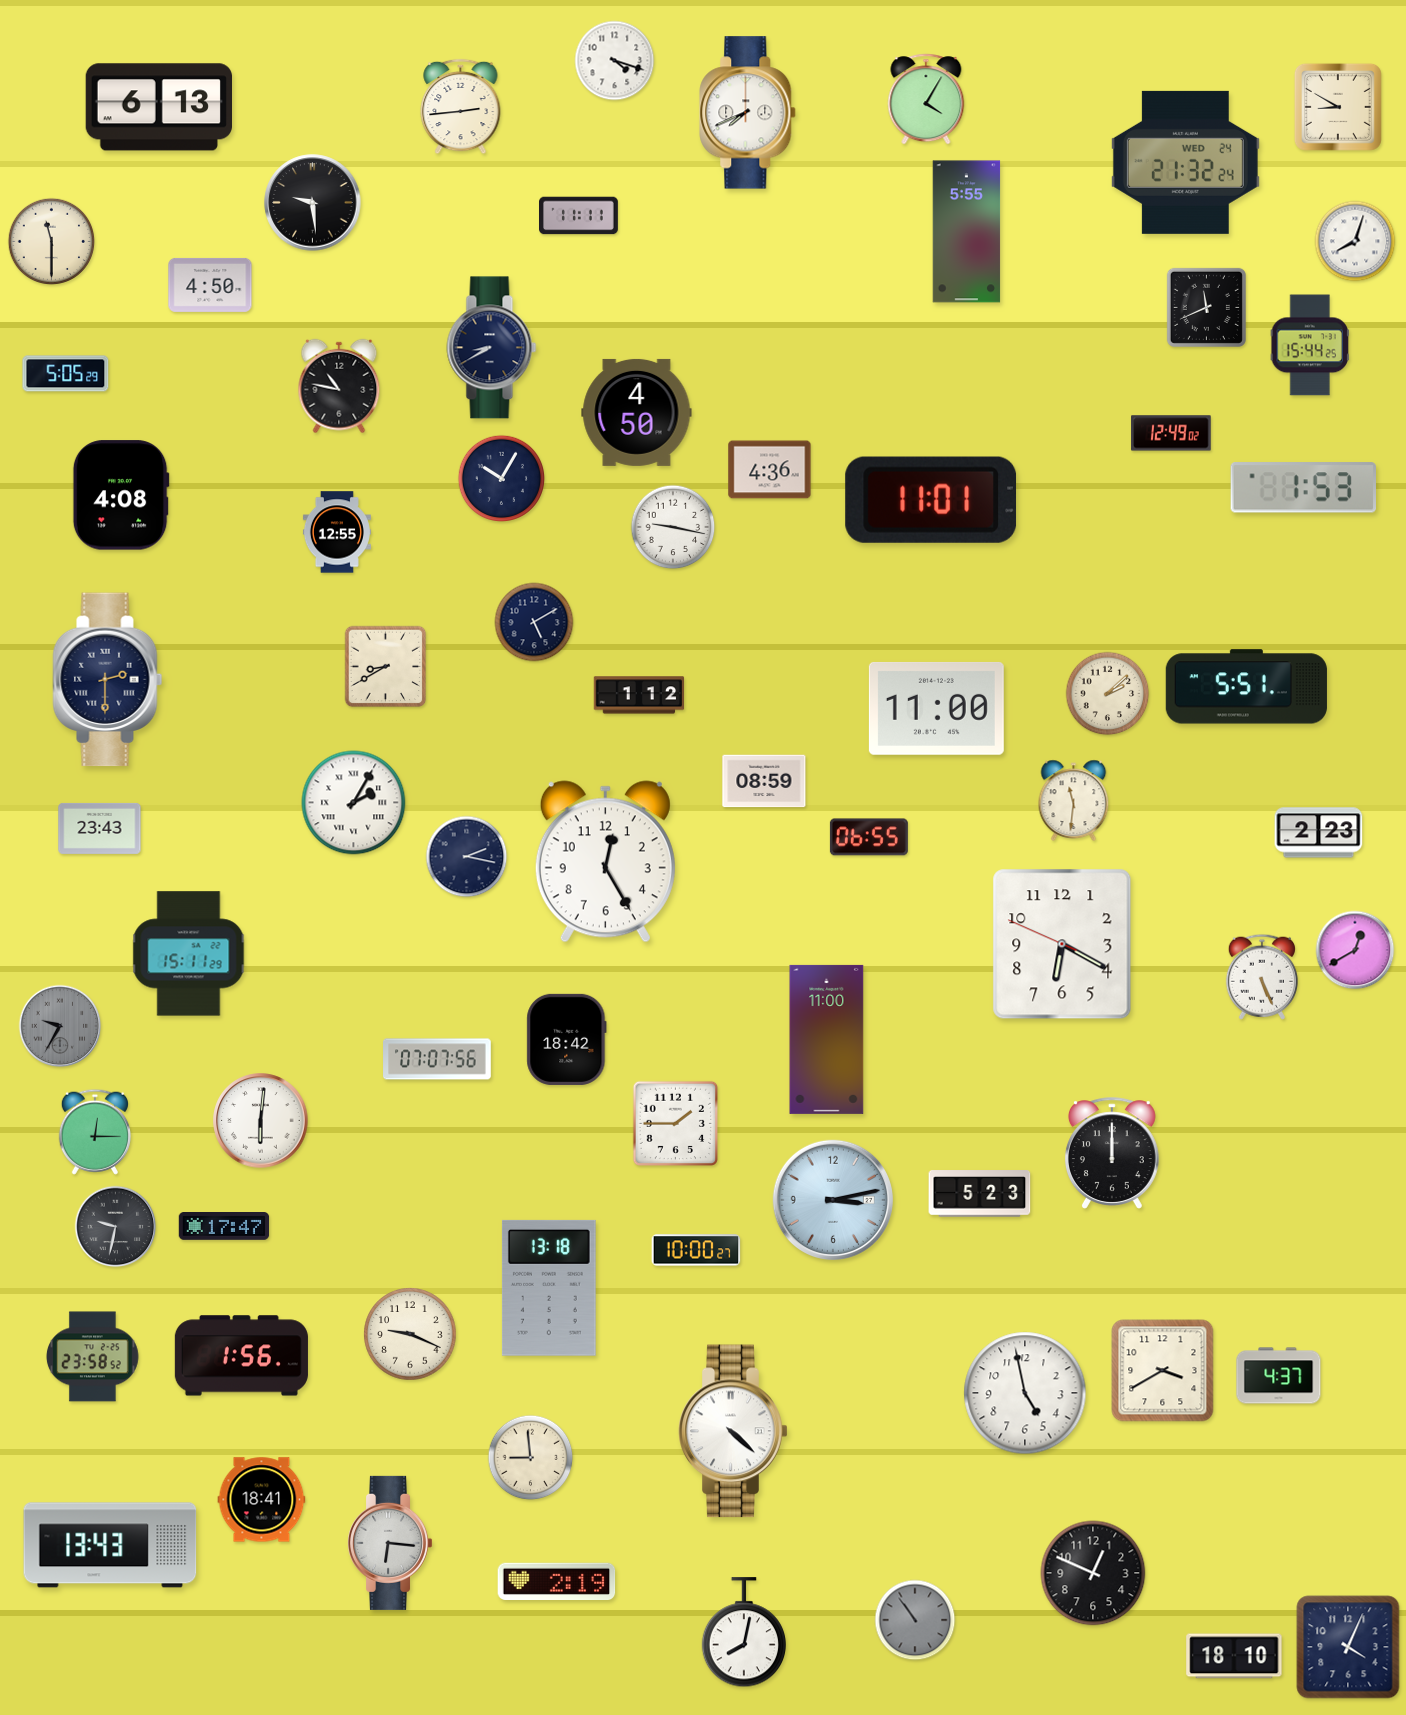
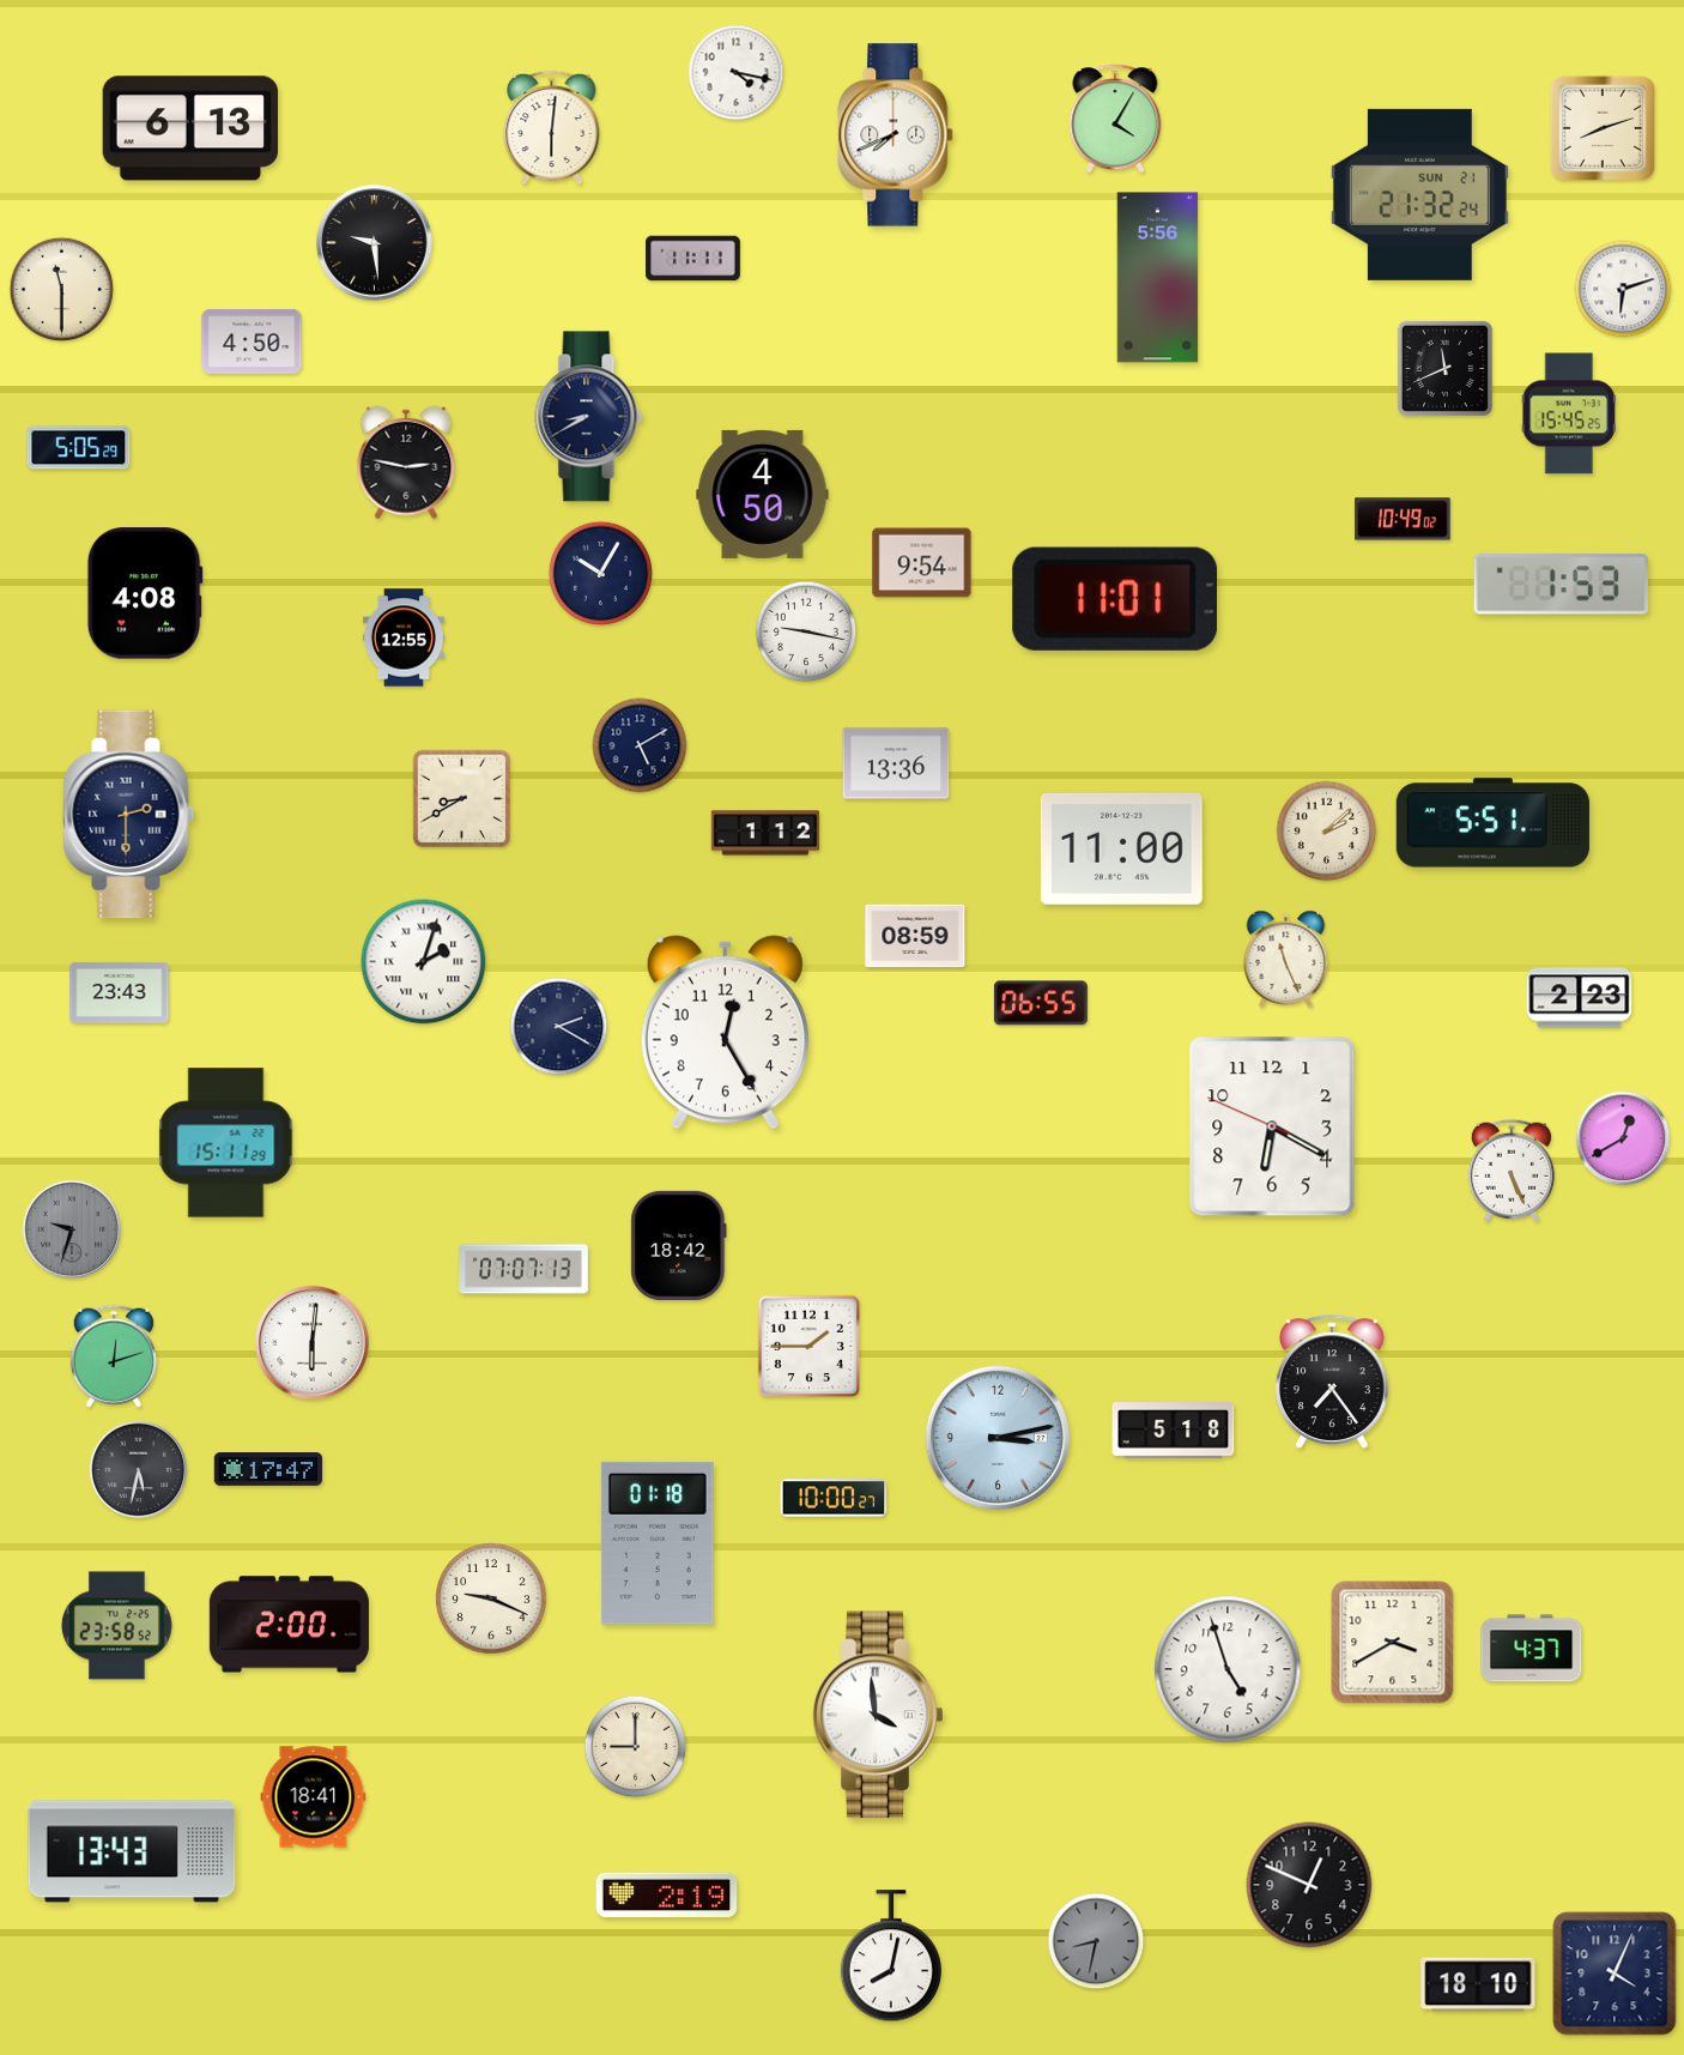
clock at (615, 61): 4:18 -> 4:17
clock at (926, 99) position: (926, 99) -> (1115, 119)
clock at (461, 107): 2:44 -> 6:01
clock at (1338, 107): 8:50 -> 8:12
clock at (1185, 162) date: WED 24 -> SUN 21
clock at (967, 232): 5:55 -> 5:56
clock at (1355, 241): 8:03 -> 6:12
clock at (1310, 345): 15:44 -> 15:45
clock at (339, 386): 10:47 -> 2:47
clock at (1171, 433): 12:49 -> 10:49
clock at (770, 470): 4:36 -> 9:54
clock at (896, 763): none -> 13:36
clock at (1074, 800): 11:31 -> 11:26
clock at (354, 803): 2:05 -> 2:03
clock at (467, 857): 2:17 -> 2:20
clock at (1062, 944) position: (1062, 944) -> (1272, 1126)
clock at (60, 1026): 9:35 -> 9:33
clock at (827, 1039): 11:00 -> none
clock at (437, 1059): 07:07:56 -> 07:07:13
clock at (95, 1132): 12:15 -> 12:12
clock at (1112, 1153): 12:00 -> 7:24
clock at (980, 1194): 5:23 -> 5:18
clock at (116, 1227): 9:32 -> 5:32
clock at (549, 1288): 13:18 -> 01:18
clock at (241, 1356): 1:56 -> 2:00
clock at (92, 1357) position: (92, 1357) -> (116, 1626)
clock at (1025, 1393): 4:58 -> 4:57
clock at (733, 1431): 4:22 -> 3:59
clock at (531, 1458): 8:59 -> 9:00
clock at (390, 1543): 6:16 -> none
clock at (915, 1620): 10:54 -> 8:32
